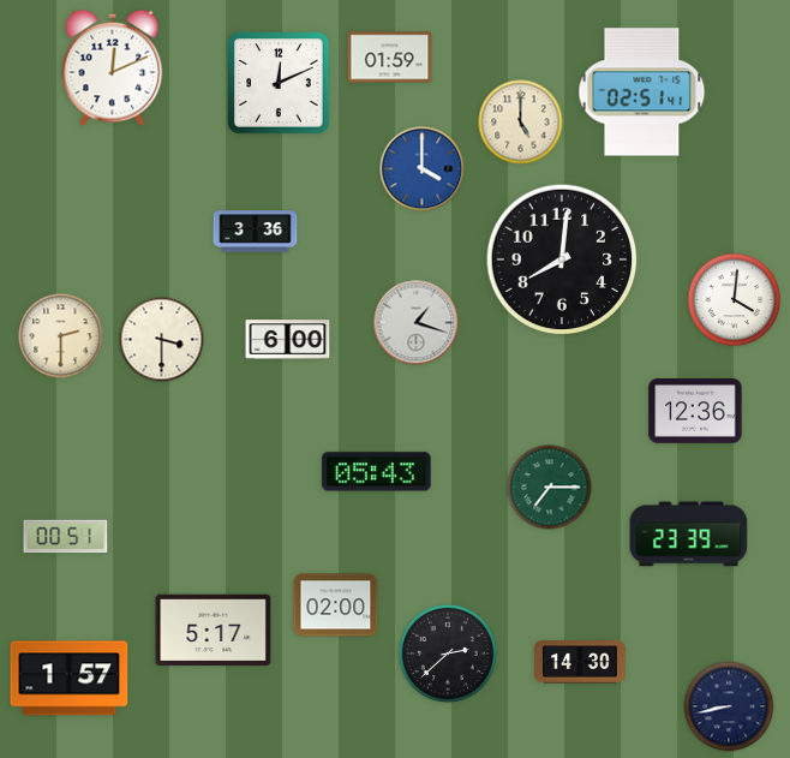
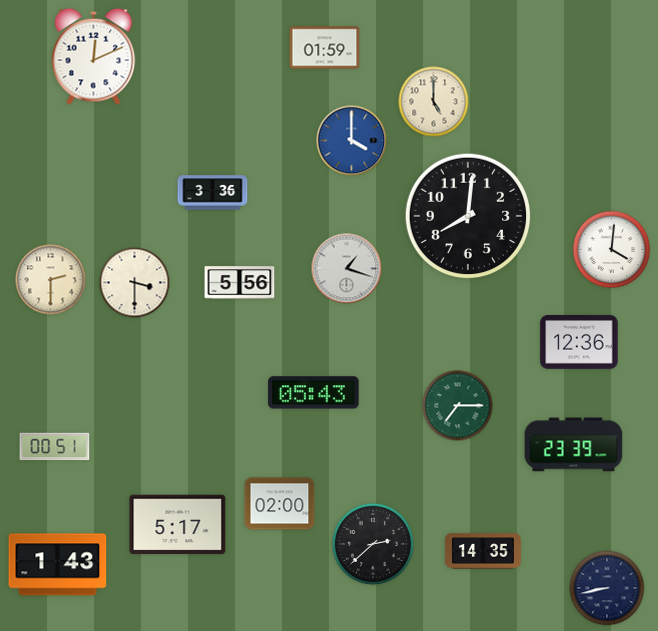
clock at (279, 83): 12:11 -> none
clock at (642, 92): 02:51 -> none
clock at (288, 340): 6:00 -> 5:56
clock at (581, 662): 14:30 -> 14:35
clock at (70, 679): 1:57 -> 1:43
